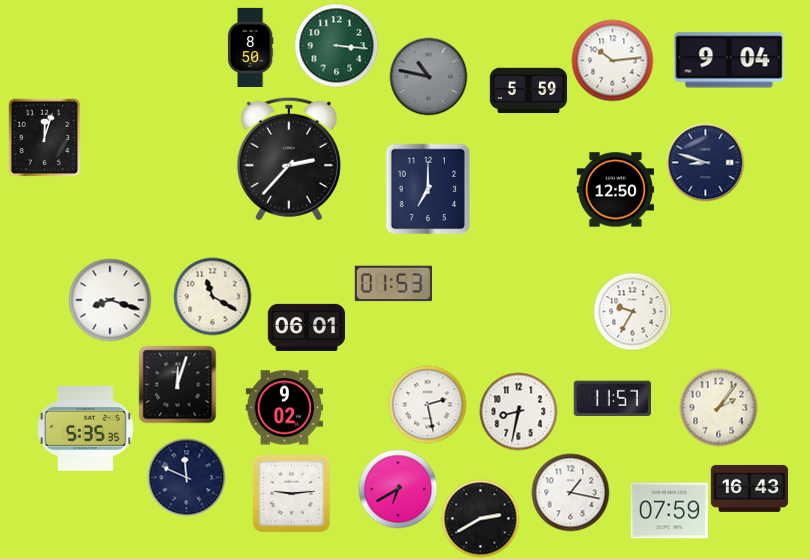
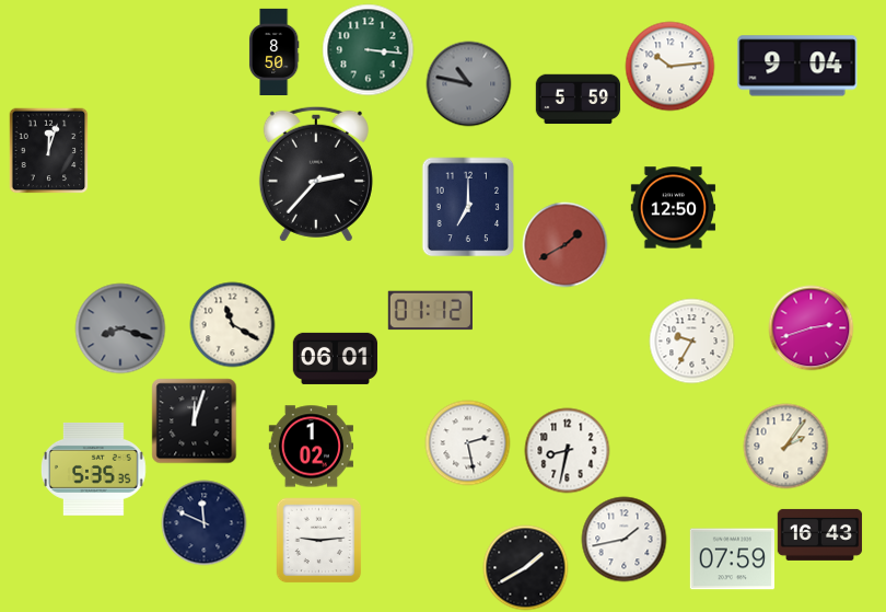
clock at (705, 162): 8:48 -> none
clock at (564, 244): none -> 1:40
clock at (393, 284): 01:53 -> 01:12
clock at (811, 327): none -> 2:42
clock at (110, 300) dial: white -> grey
clock at (612, 399): 11:57 -> none
clock at (284, 408): 9:02 -> 1:02
clock at (398, 489): 6:40 -> none
clock at (570, 492): 1:17 -> 1:43
clock at (480, 518): 2:40 -> 1:40
